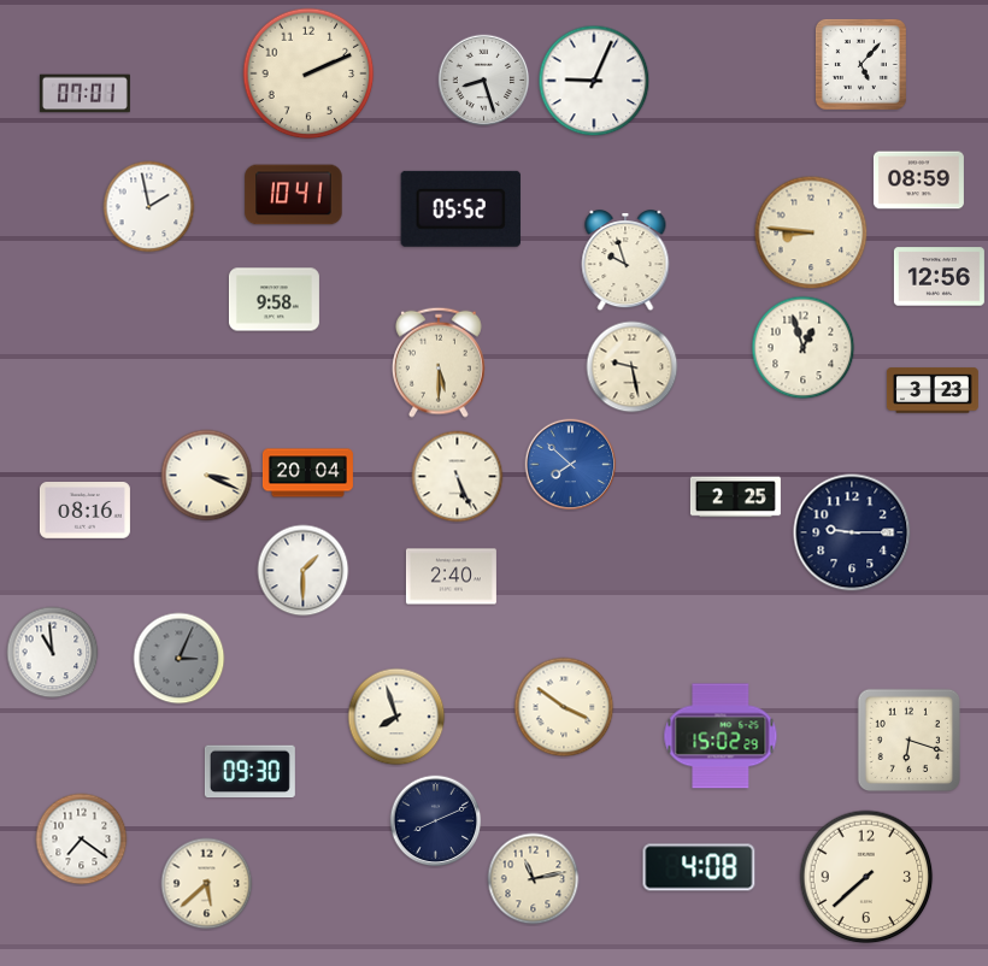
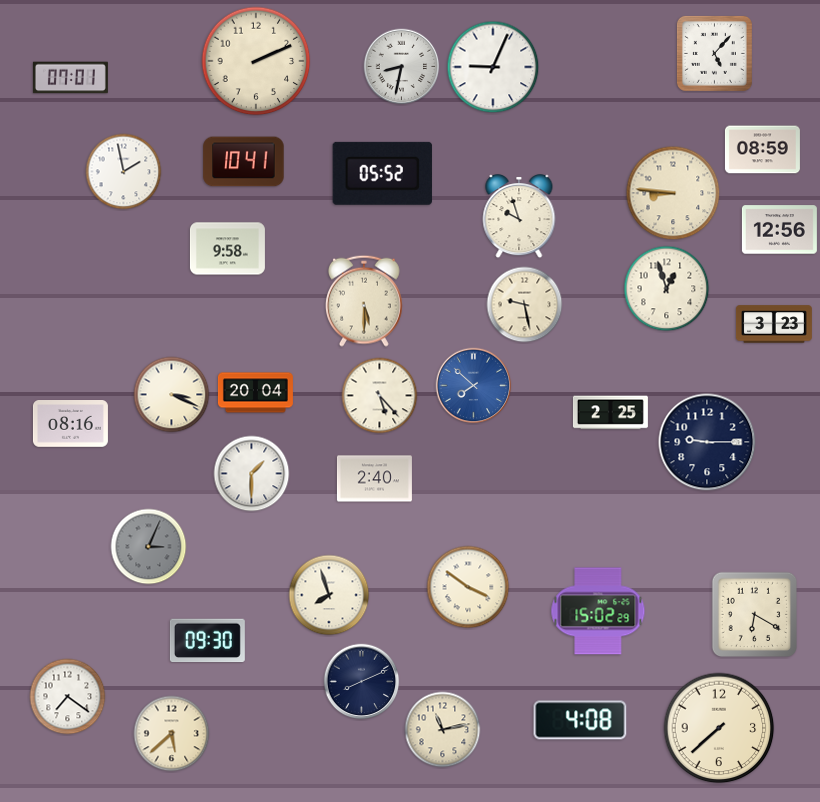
clock at (484, 81): 8:27 -> 8:32
clock at (458, 477): 5:26 -> 5:23
clock at (53, 653): 10:59 -> none
clock at (908, 740): 6:18 -> 6:20
